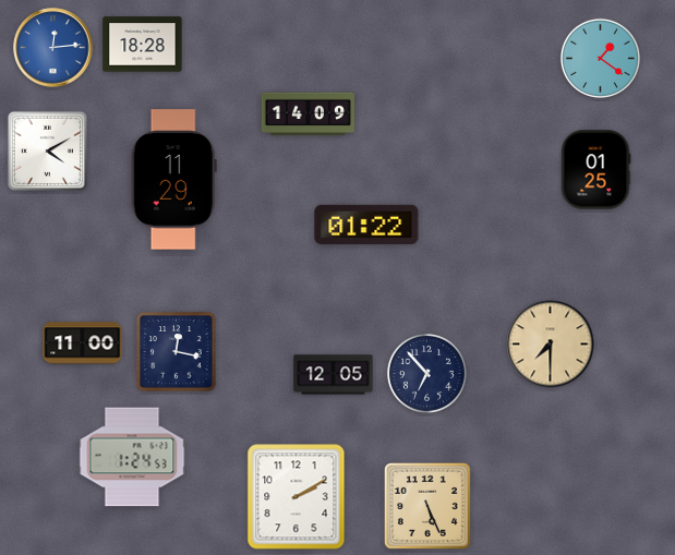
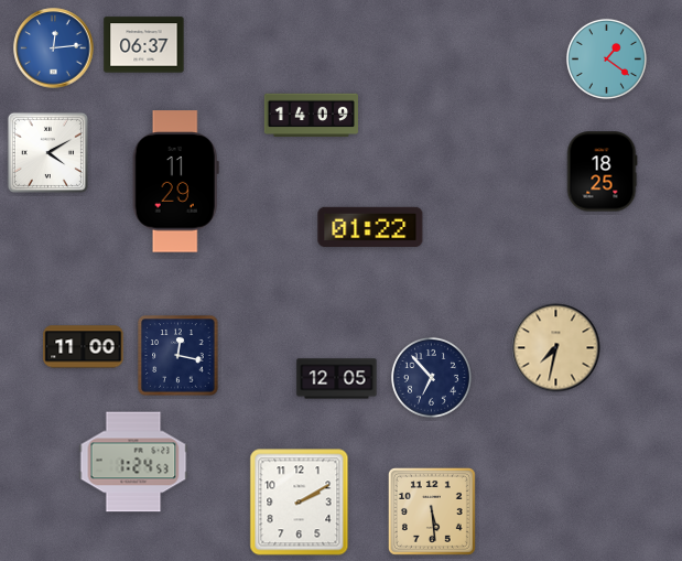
clock at (143, 45): 18:28 -> 06:37
clock at (595, 170): 01:25 -> 18:25
clock at (551, 345): 7:30 -> 7:32
clock at (427, 506): 5:26 -> 5:29
